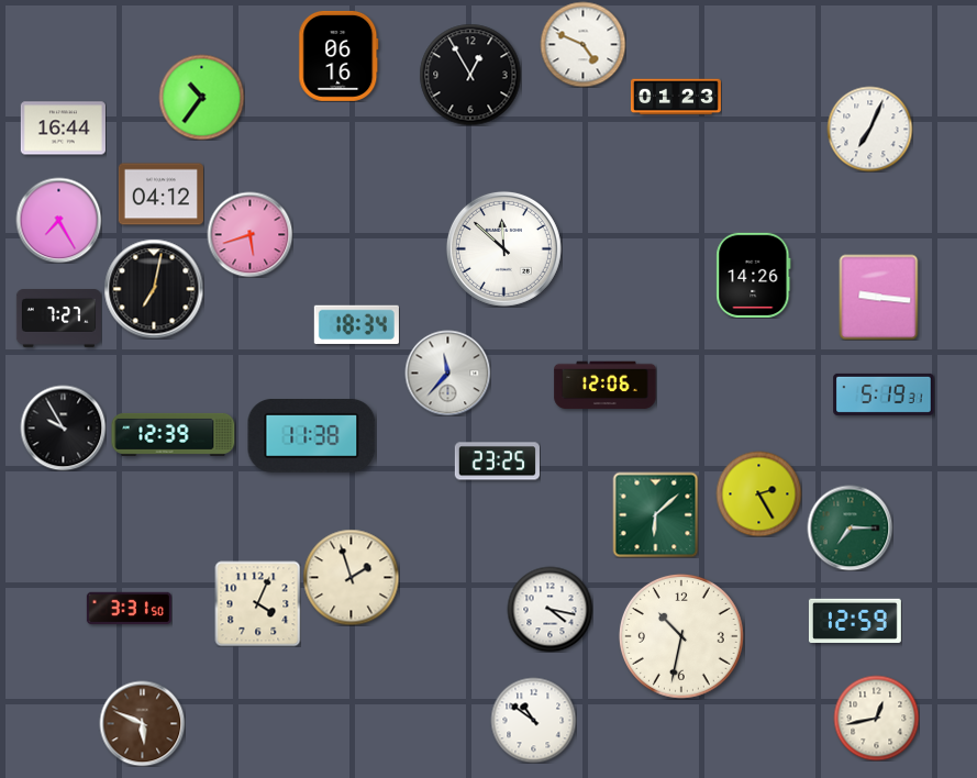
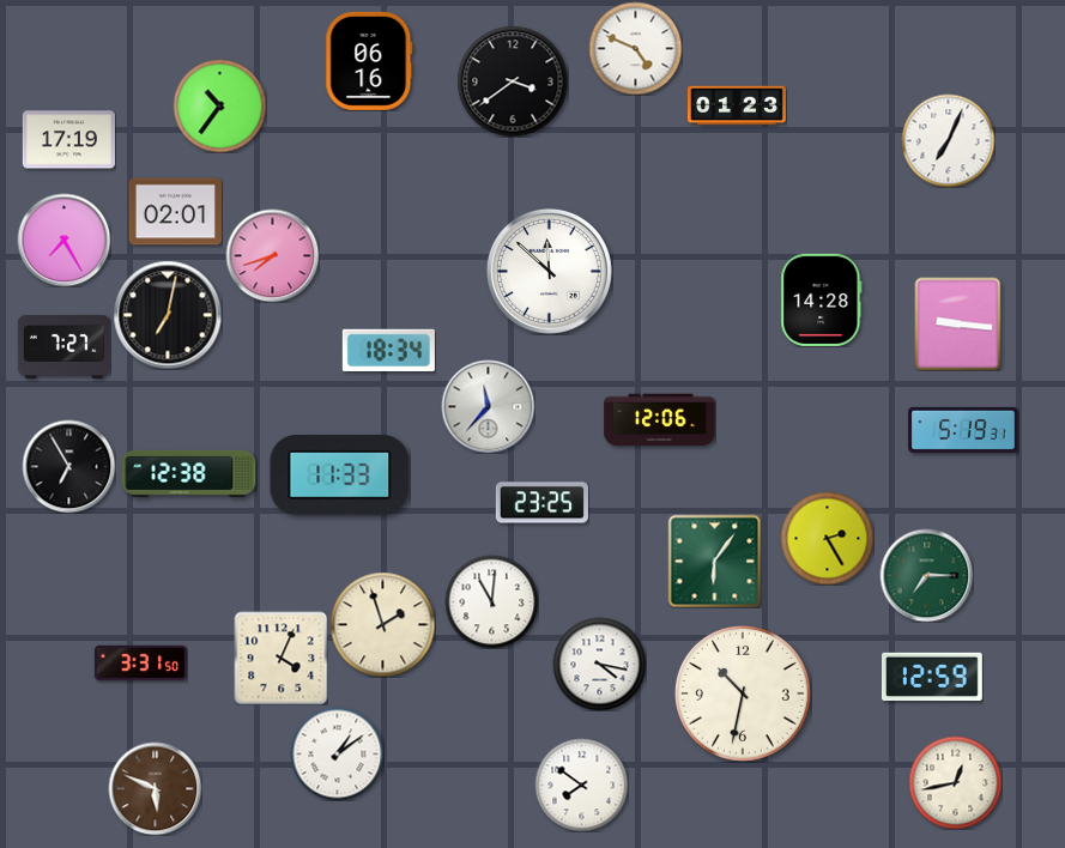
clock at (470, 75): 12:55 -> 3:39
clock at (63, 129): 16:44 -> 17:19
clock at (160, 194): 04:12 -> 02:01
clock at (249, 234): 5:42 -> 7:42
clock at (754, 275): 14:26 -> 14:28
clock at (356, 324) position: (356, 324) -> (388, 350)
clock at (63, 427): 9:55 -> 6:55
clock at (174, 434): 12:39 -> 12:38
clock at (312, 436): 11:38 -> 11:33
clock at (655, 514): 6:08 -> 6:06
clock at (491, 601): none -> 11:01
clock at (351, 577) position: (351, 577) -> (382, 624)
clock at (337, 753): none -> 1:09
clock at (533, 720): 10:51 -> 7:51
